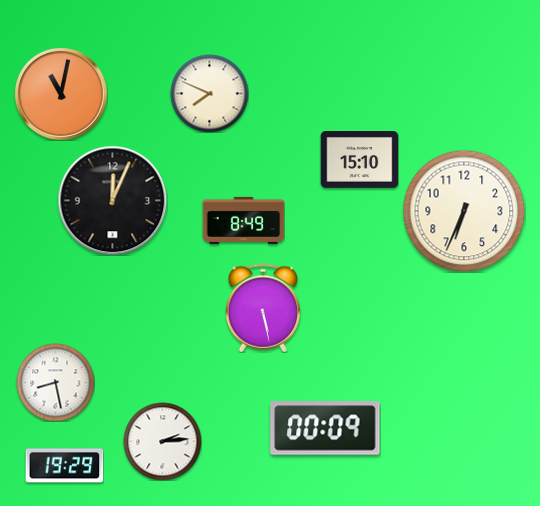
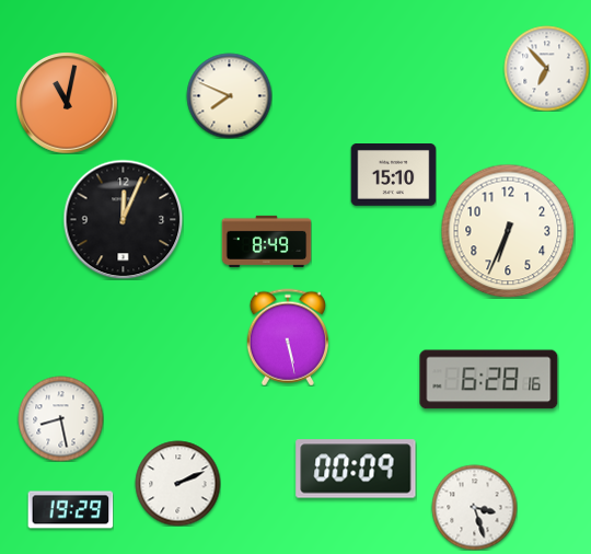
clock at (546, 68): none -> 6:53
clock at (209, 93) position: (209, 93) -> (229, 95)
clock at (489, 380): none -> 6:28
clock at (162, 441): 2:14 -> 2:11
clock at (474, 507): none -> 3:27
